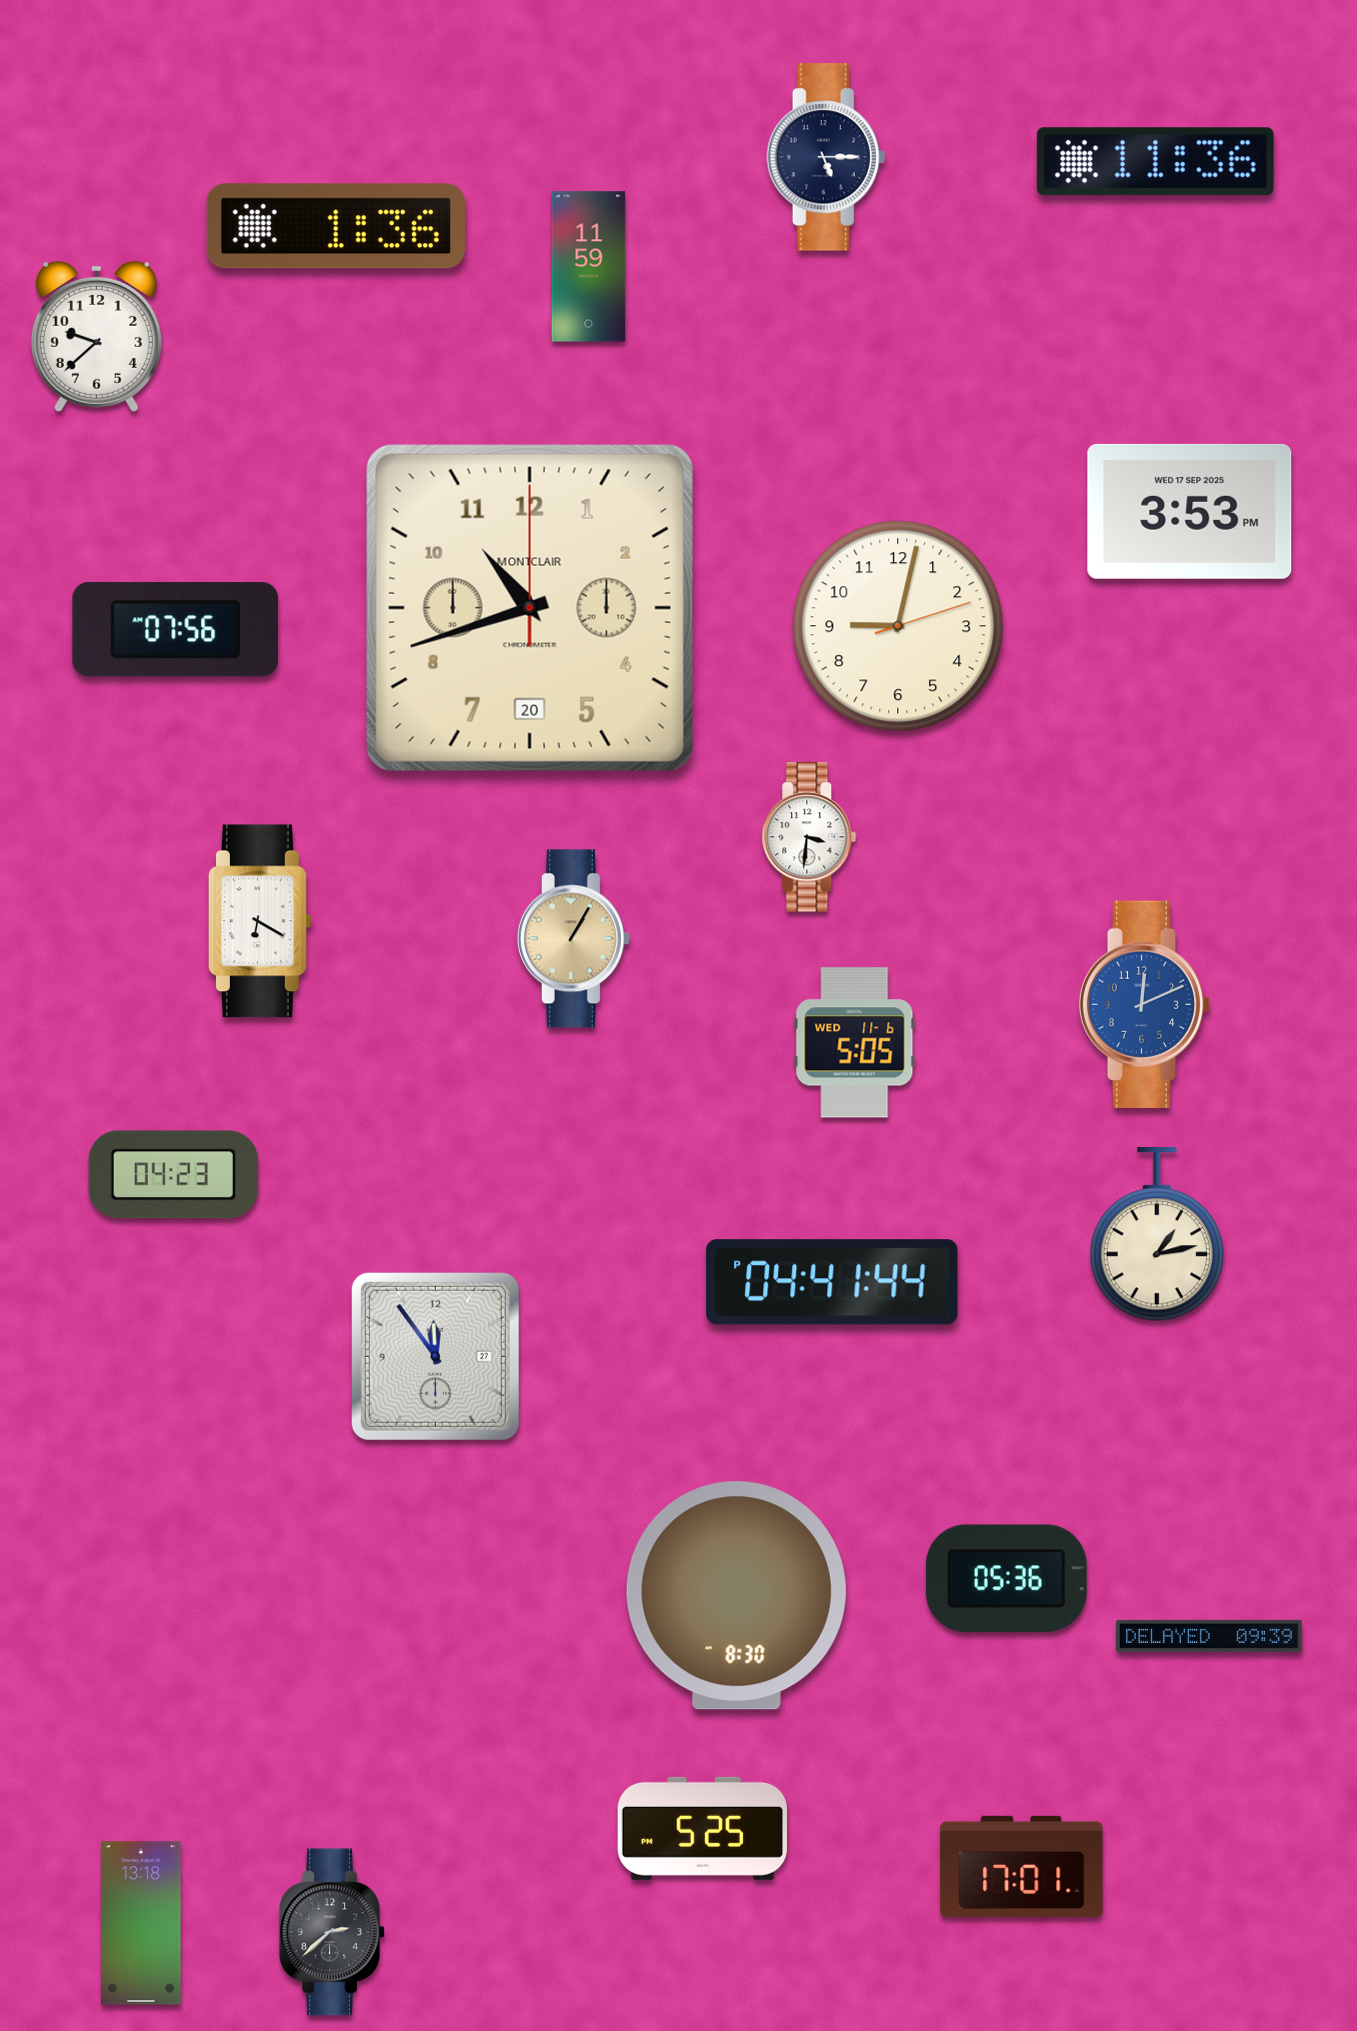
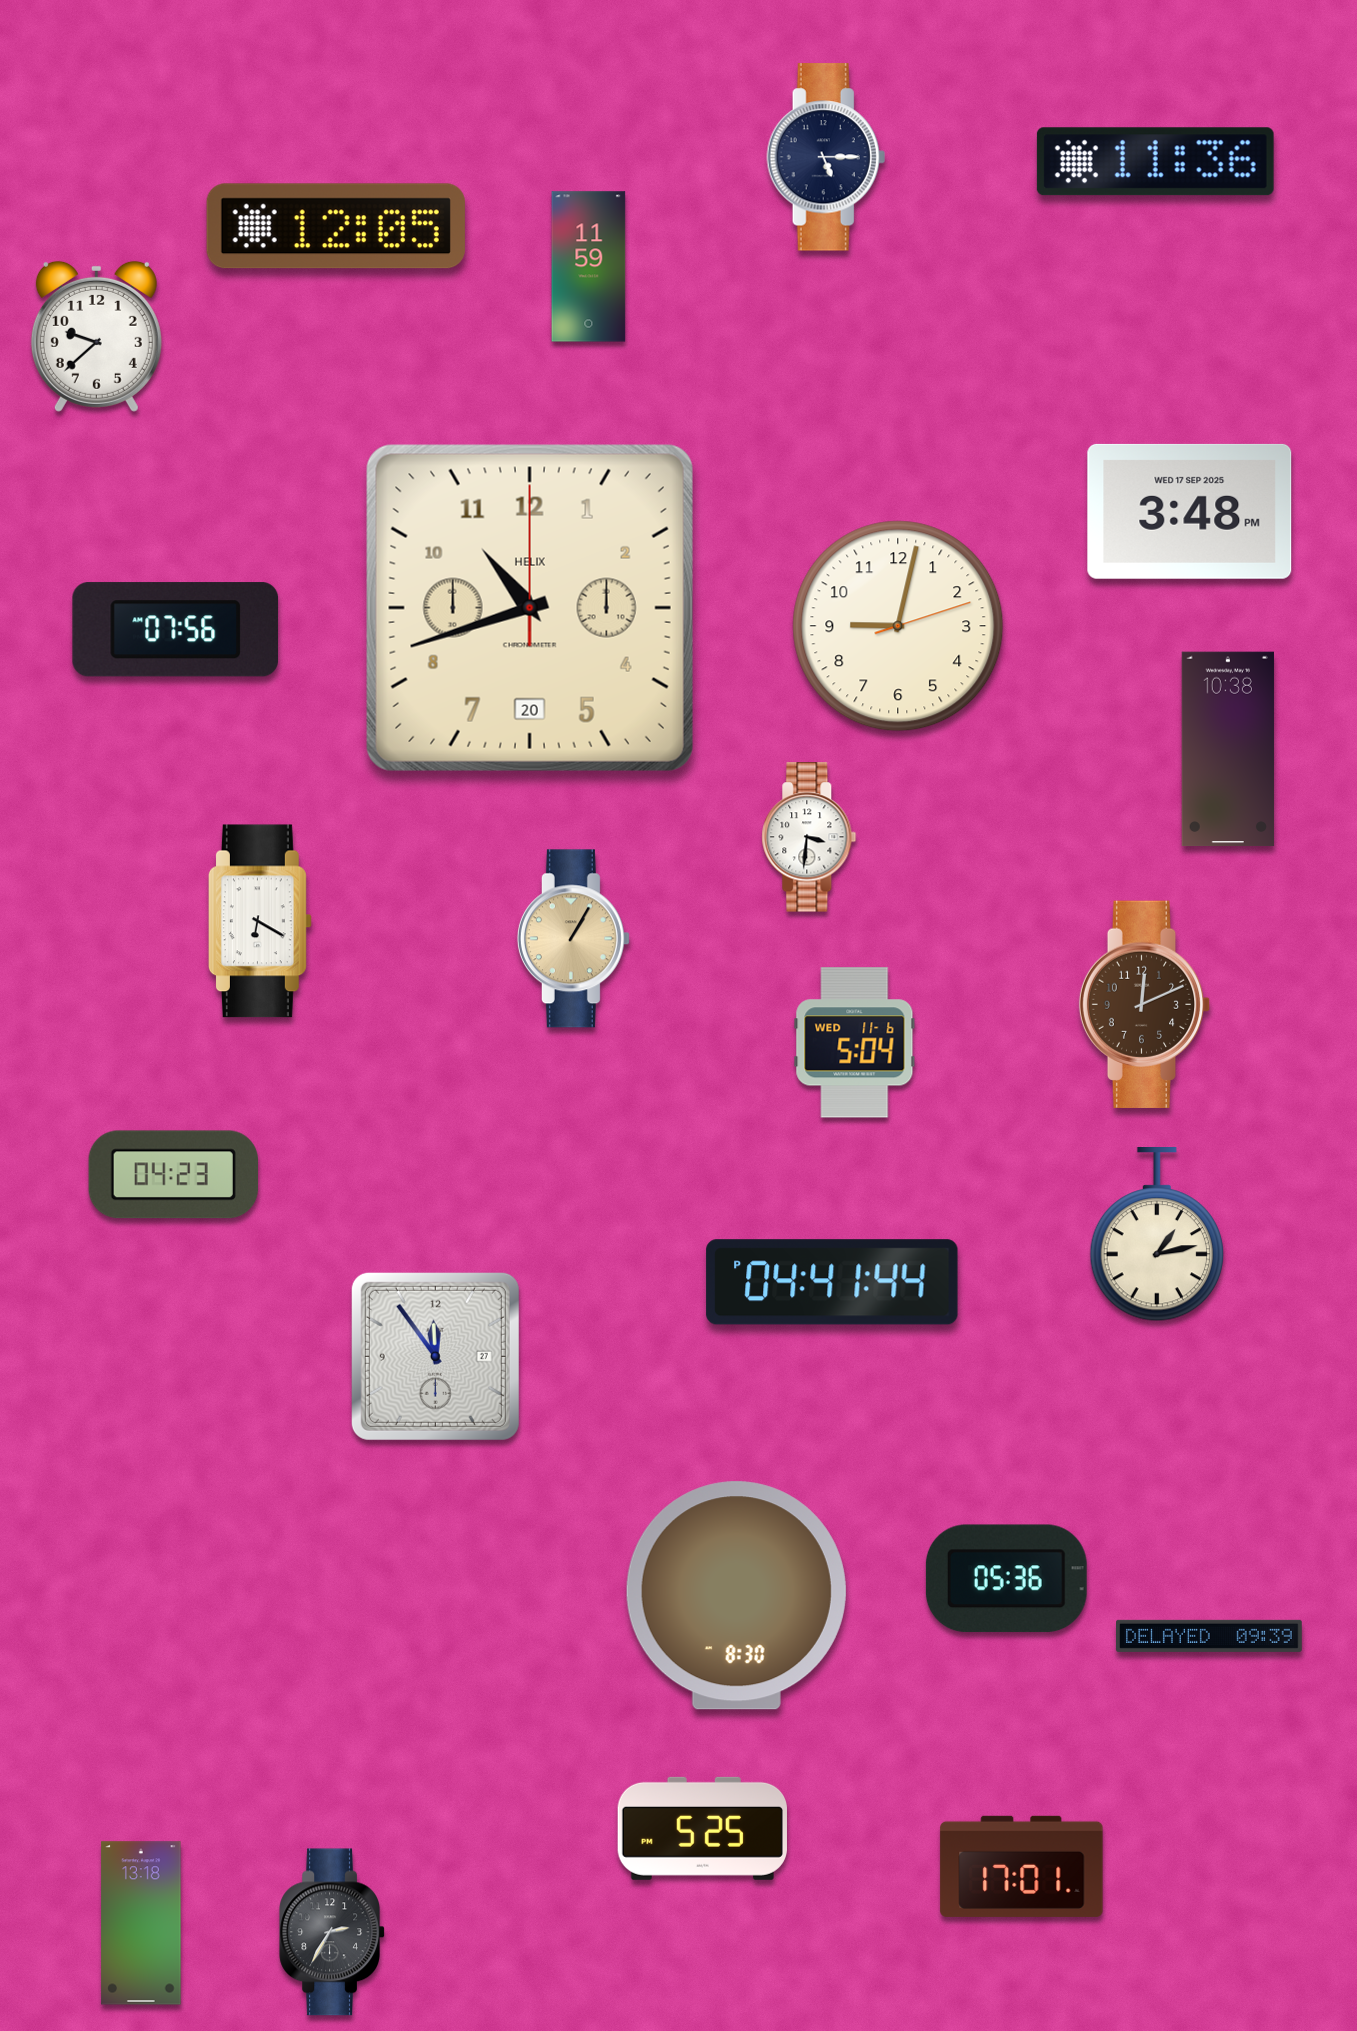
clock at (336, 226): 1:36 -> 12:05
clock at (1190, 511): 3:53 -> 3:48
clock at (530, 608) brand: MONTCLAIR -> HELIX
clock at (1227, 749): none -> 10:38
clock at (1145, 1004) dial: blue -> brown
clock at (855, 1043): 5:05 -> 5:04
clock at (332, 1932): 2:38 -> 2:35
